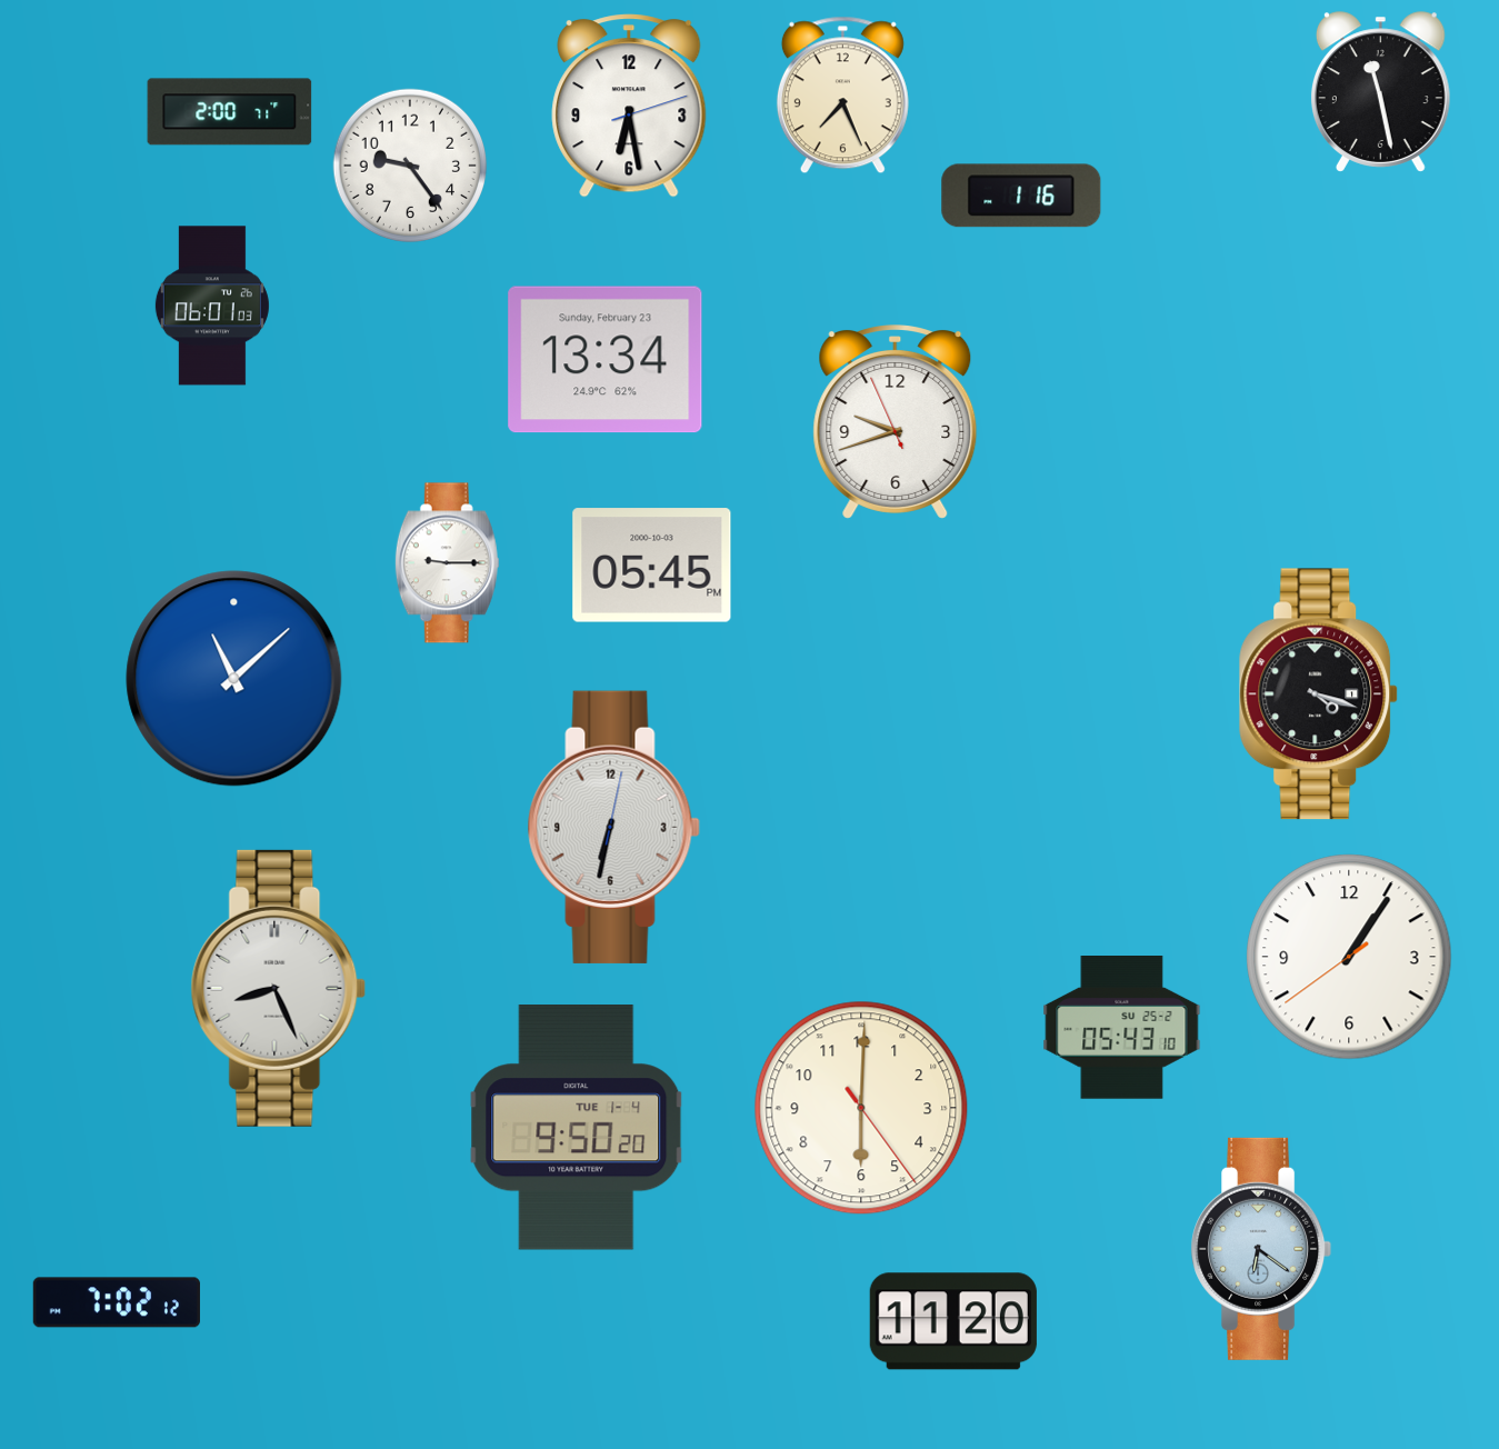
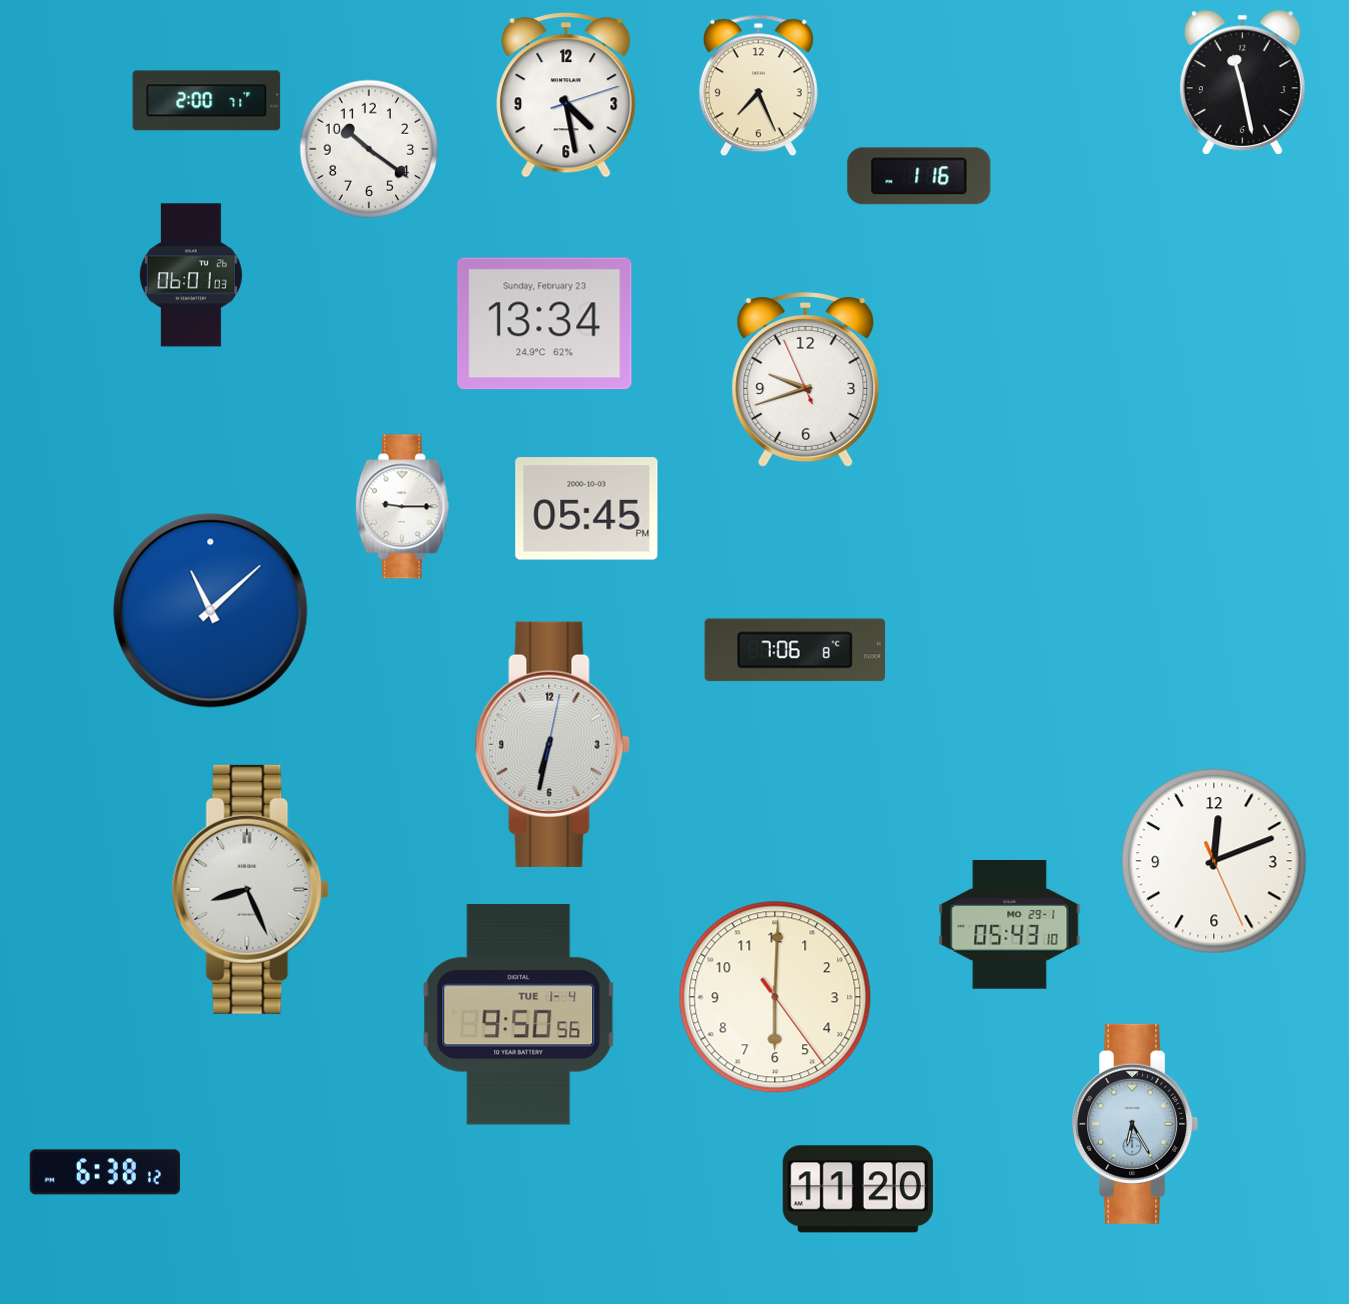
clock at (629, 106): 6:28 -> 4:28
clock at (410, 166): 9:24 -> 10:21
clock at (1319, 694): 4:18 -> none
clock at (795, 650): none -> 7:06
clock at (1349, 957): 1:05 -> 12:11
clock at (1122, 1028) date: SU 25-2 -> MO 29-1
clock at (577, 1128): 9:50:20 -> 9:50:56
clock at (1261, 1249): 6:21 -> 6:25
clock at (117, 1302): 7:02 -> 6:38
